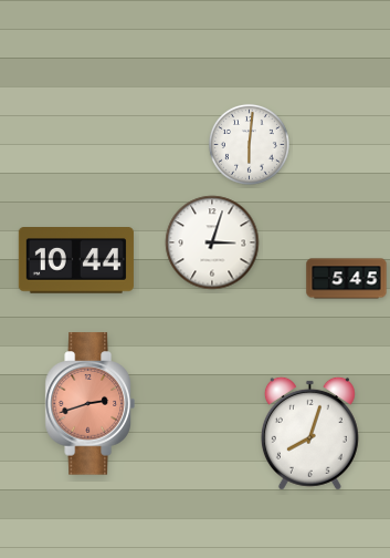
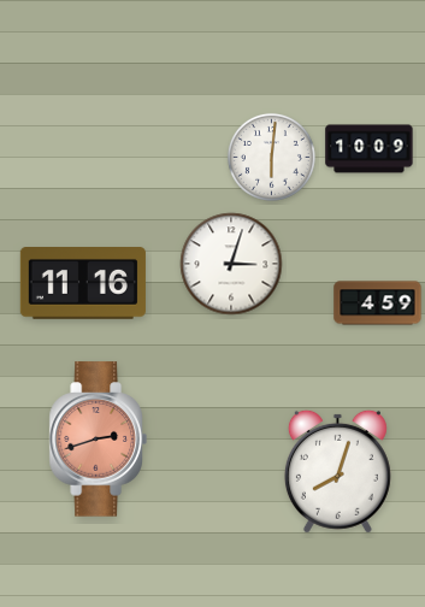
clock at (370, 149): none -> 10:09
clock at (76, 261): 10:44 -> 11:16
clock at (347, 279): 5:45 -> 4:59
